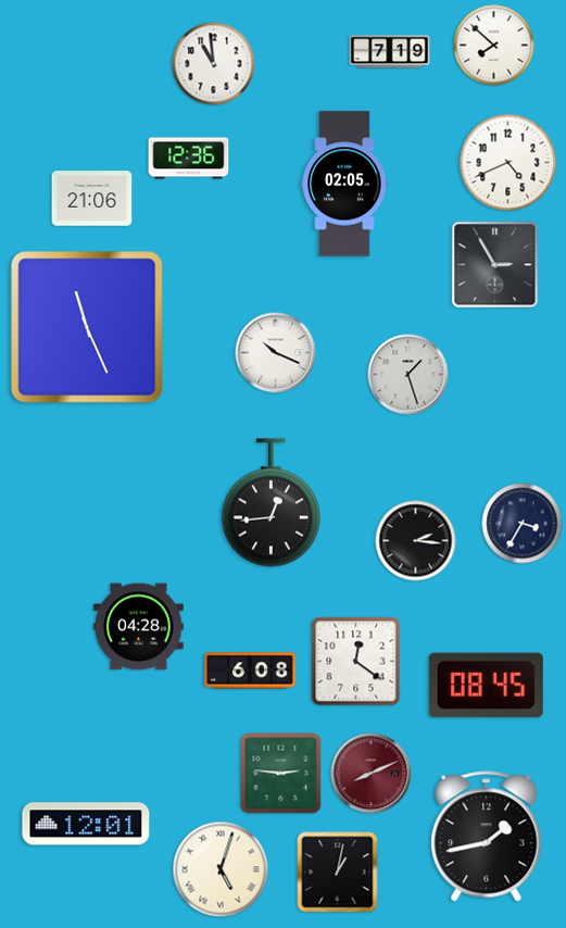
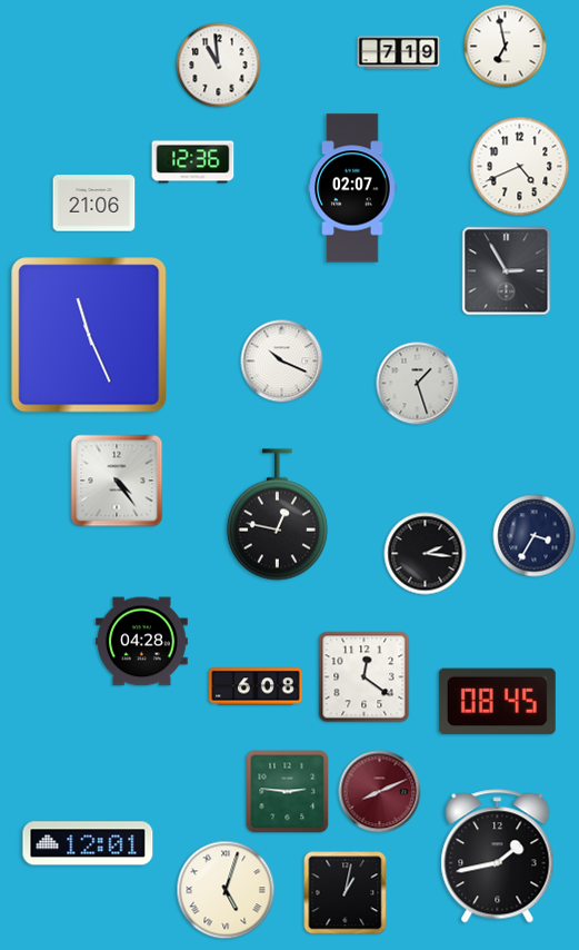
clock at (494, 46): 7:52 -> 6:58
clock at (344, 184): 02:05 -> 02:07
clock at (117, 481): none -> 4:24
clock at (271, 503): 12:44 -> 12:47
